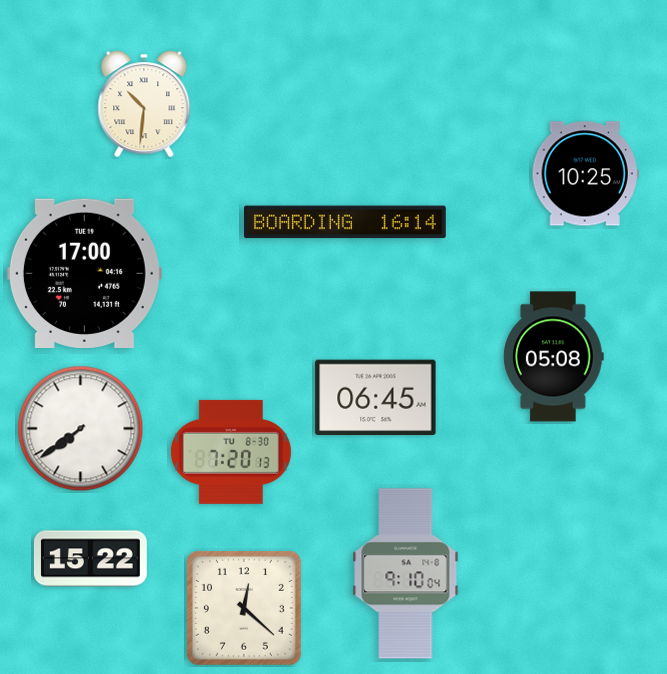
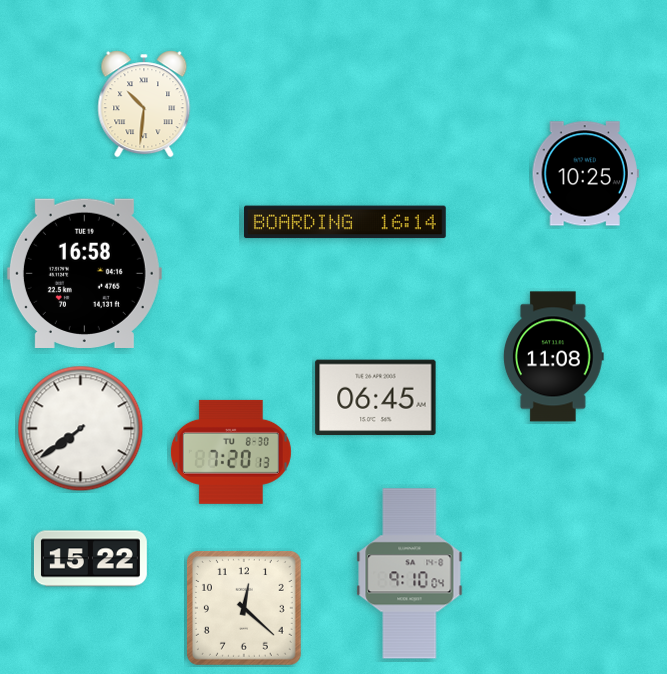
clock at (84, 273): 17:00 -> 16:58
clock at (553, 357): 05:08 -> 11:08
clock at (406, 574) position: (406, 574) -> (410, 574)
